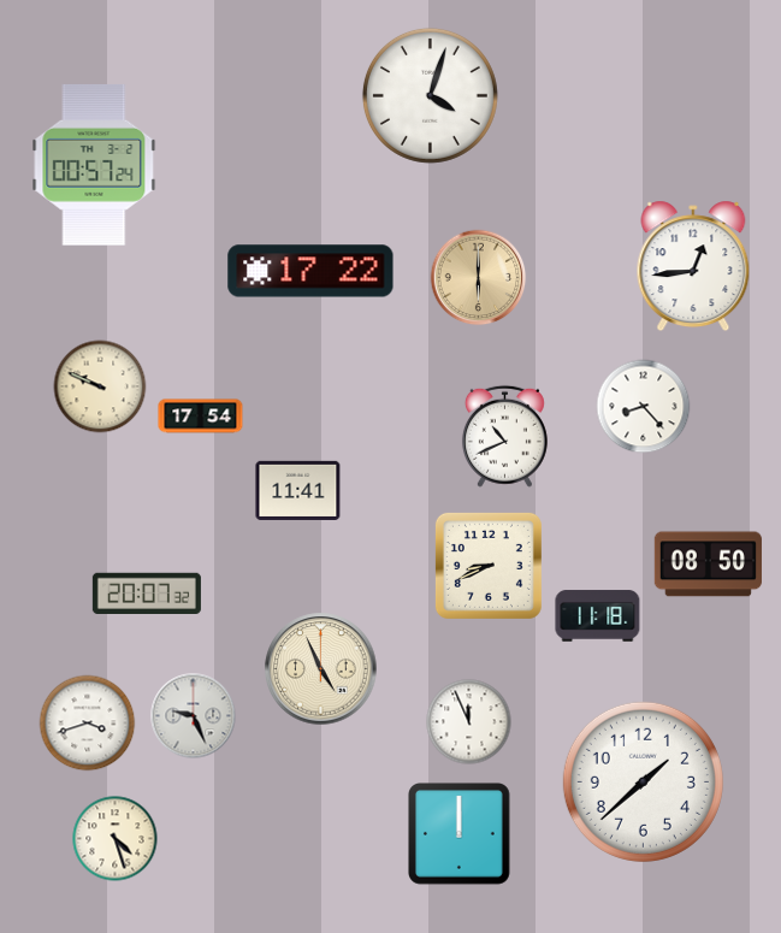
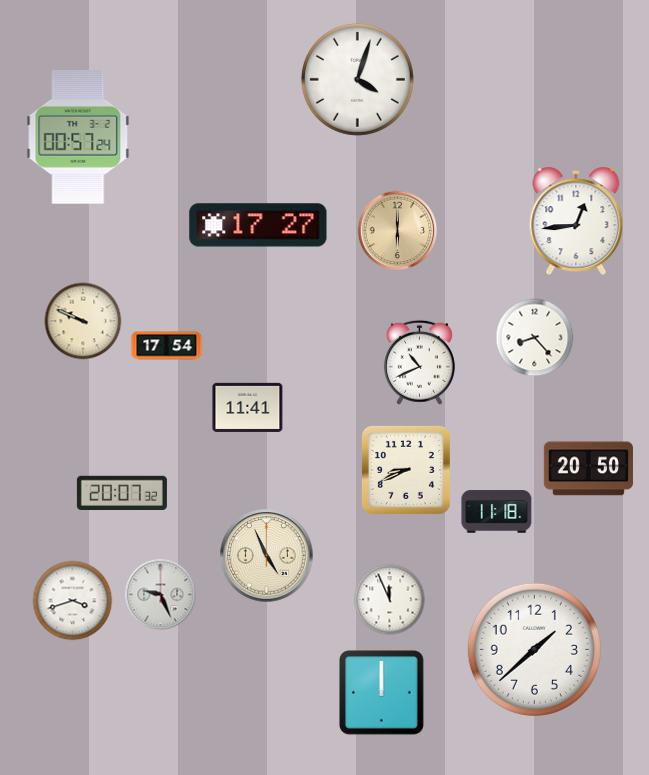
clock at (310, 271): 17:22 -> 17:27
clock at (708, 565): 08:50 -> 20:50
clock at (116, 839): 4:27 -> none
